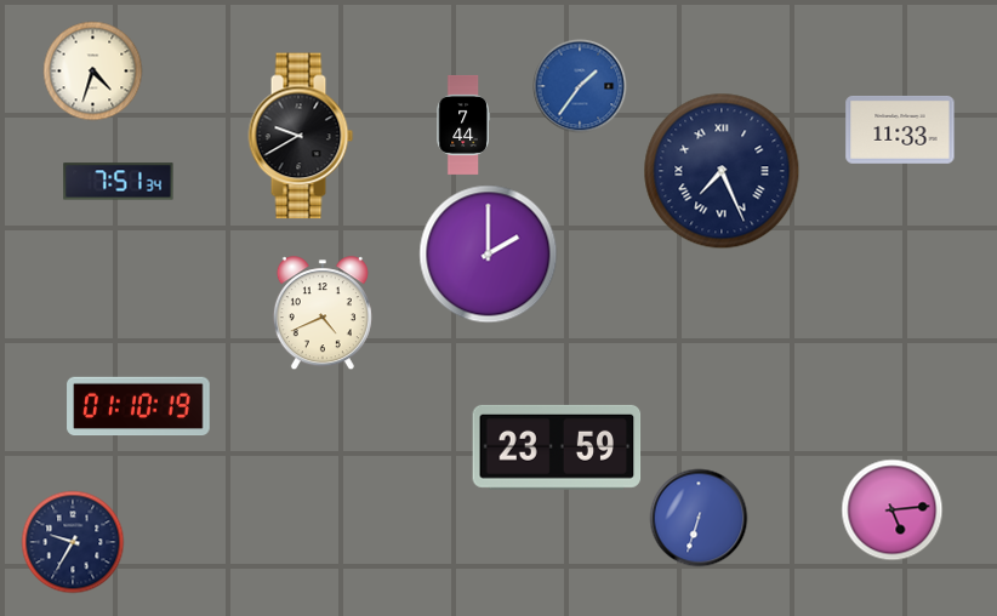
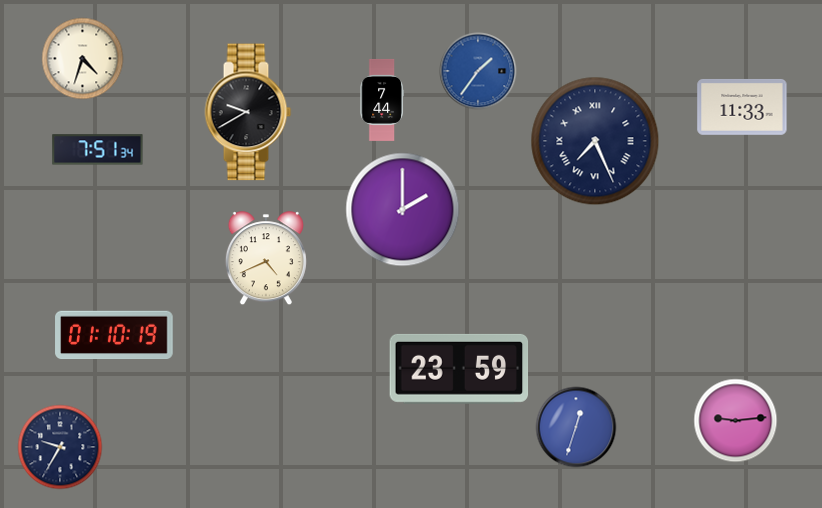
clock at (93, 72) position: (93, 72) -> (83, 59)
clock at (463, 125) position: (463, 125) -> (382, 100)
clock at (893, 511): 5:14 -> 9:14
clock at (699, 518): 6:33 -> 12:33
